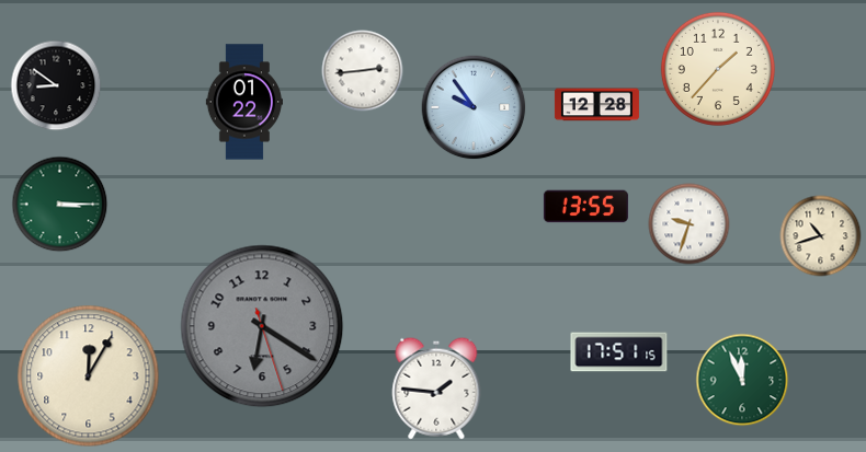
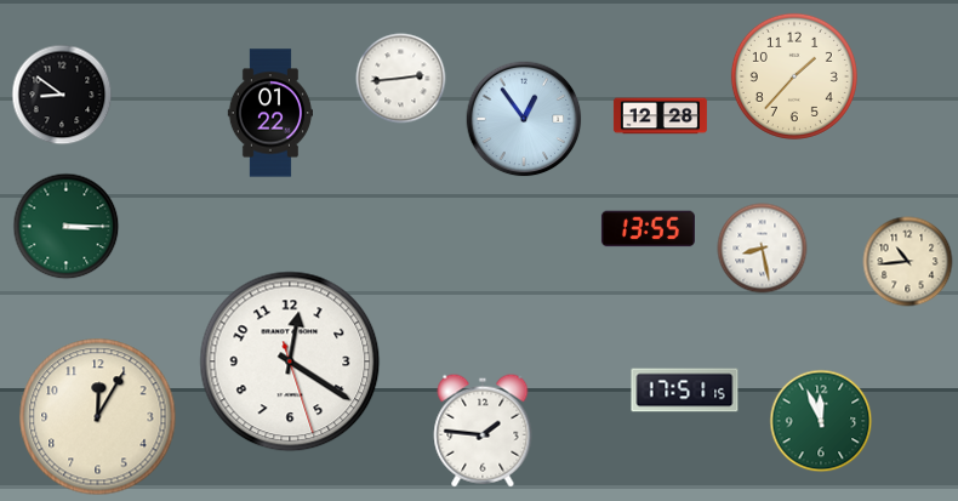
clock at (474, 107): 9:54 -> 12:54
clock at (690, 224): 9:33 -> 8:28
clock at (821, 236): 10:42 -> 10:44
clock at (262, 326): 6:20 -> 12:20
clock at (262, 326) dial: grey -> white
